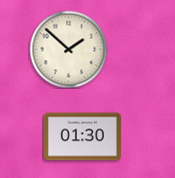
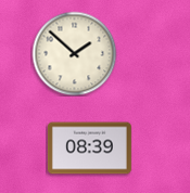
clock at (82, 137): 01:30 -> 08:39
